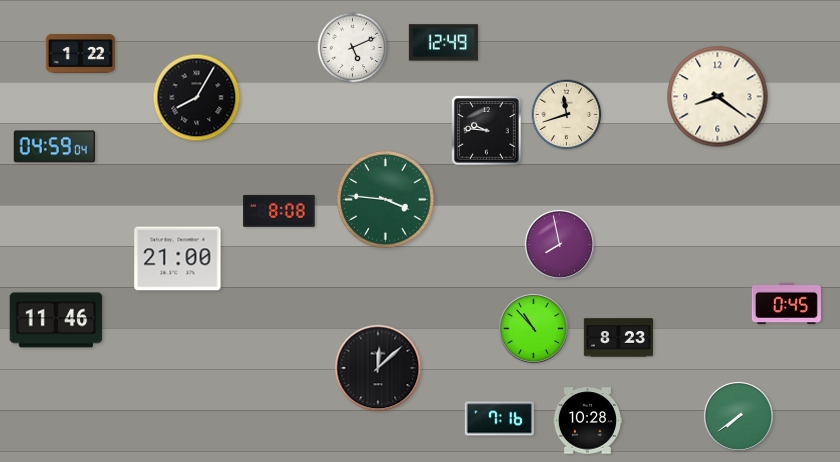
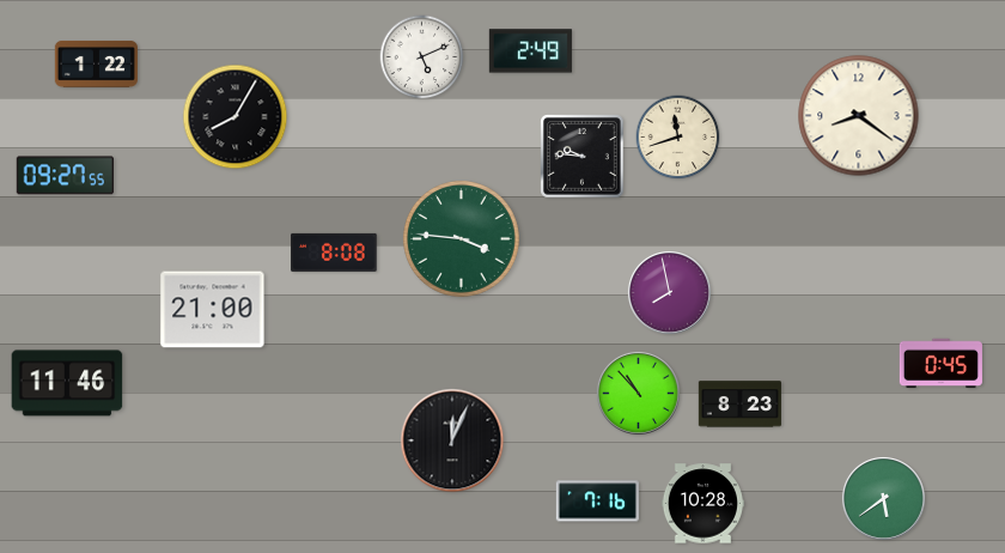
clock at (443, 43): 12:49 -> 2:49
clock at (54, 147): 04:59 -> 09:27
clock at (378, 368): 12:08 -> 12:04
clock at (738, 416): 7:39 -> 5:39
